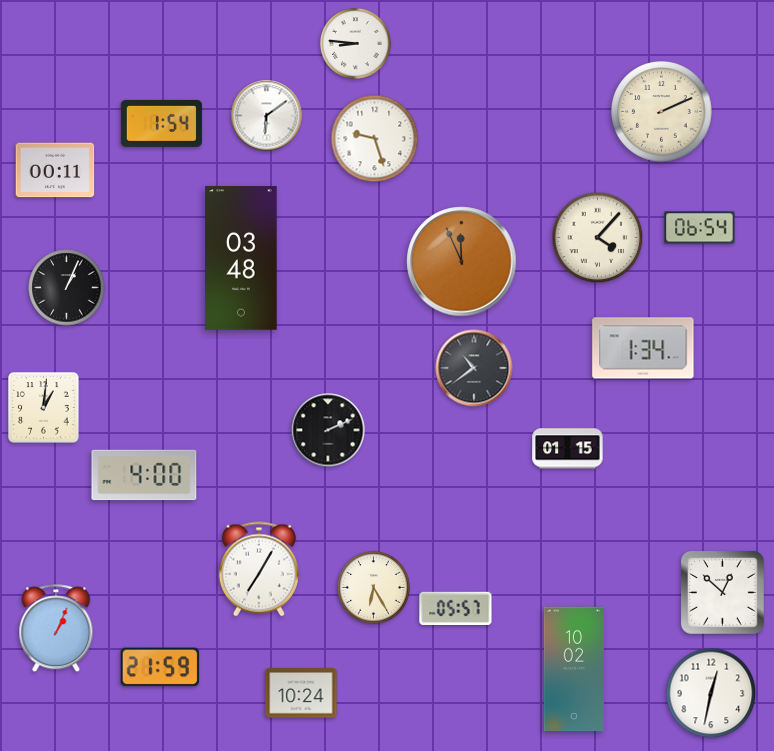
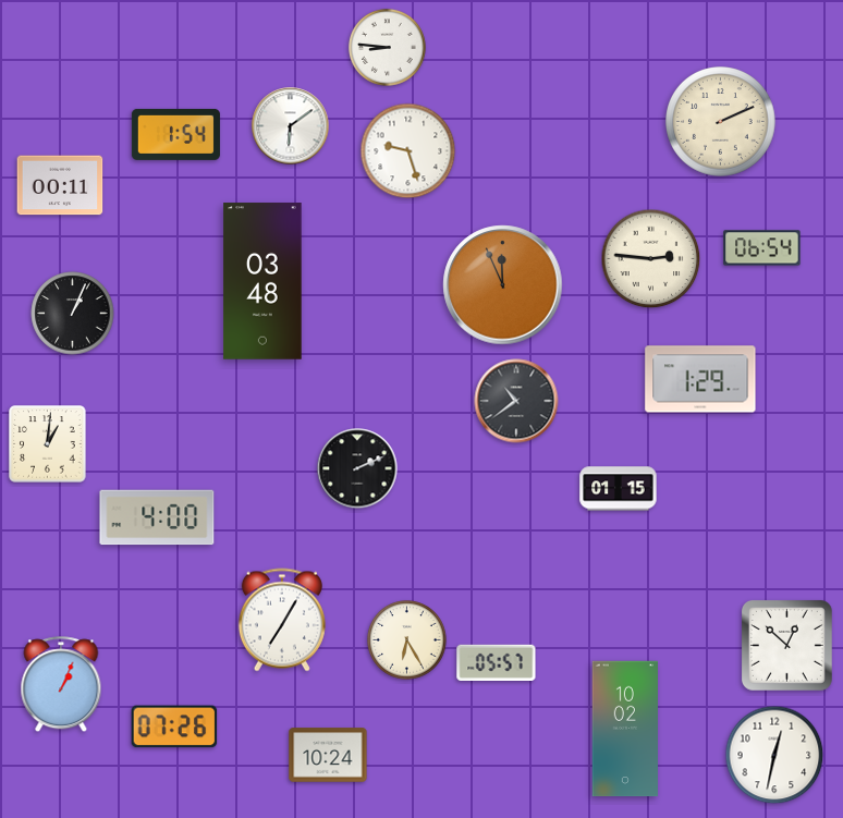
clock at (598, 238): 4:07 -> 2:46
clock at (643, 348): 1:34 -> 1:29
clock at (160, 667): 21:59 -> 07:26
